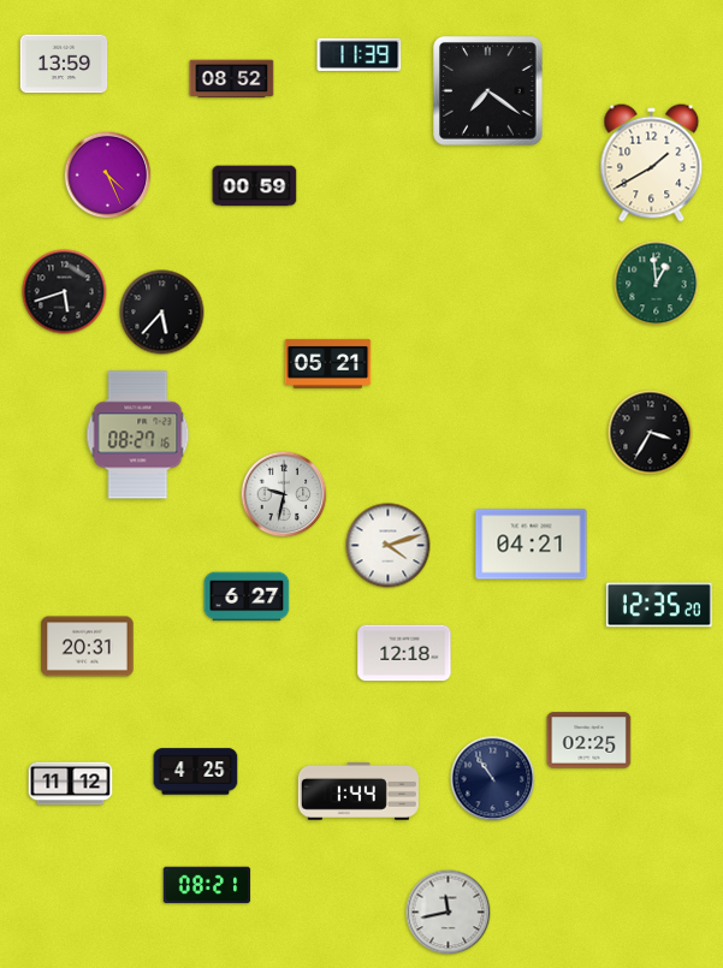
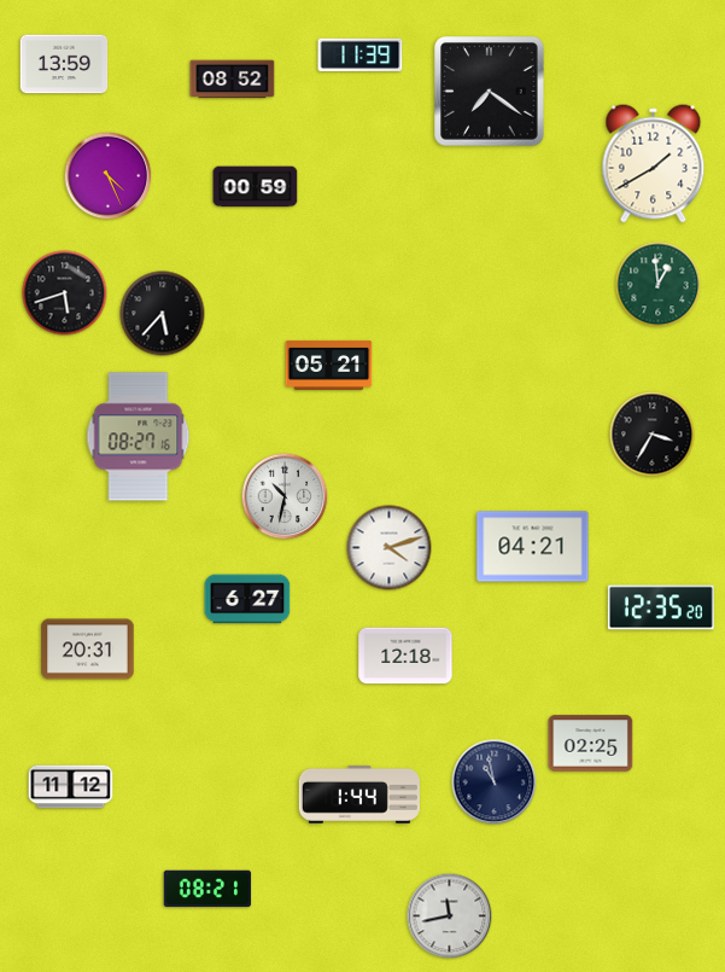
clock at (284, 494): 9:32 -> 10:32
clock at (196, 772): 4:25 -> none
clock at (493, 779): 10:54 -> 10:58
